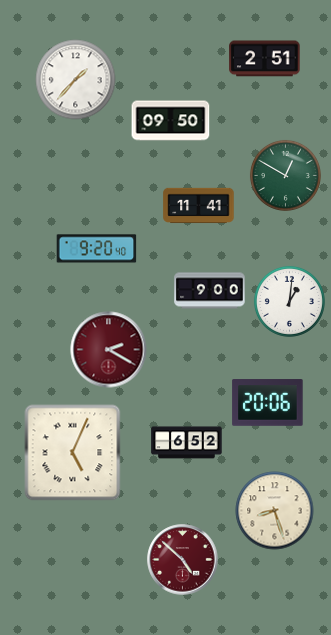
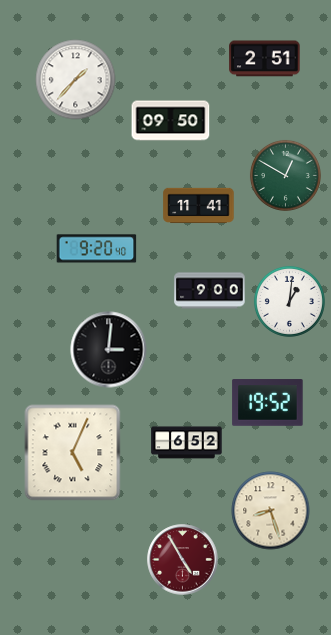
clock at (109, 350): 2:20 -> 3:01
clock at (109, 350) dial: burgundy -> black
clock at (268, 403): 20:06 -> 19:52
clock at (275, 511) position: (275, 511) -> (271, 511)
clock at (183, 560): 4:52 -> 4:55
